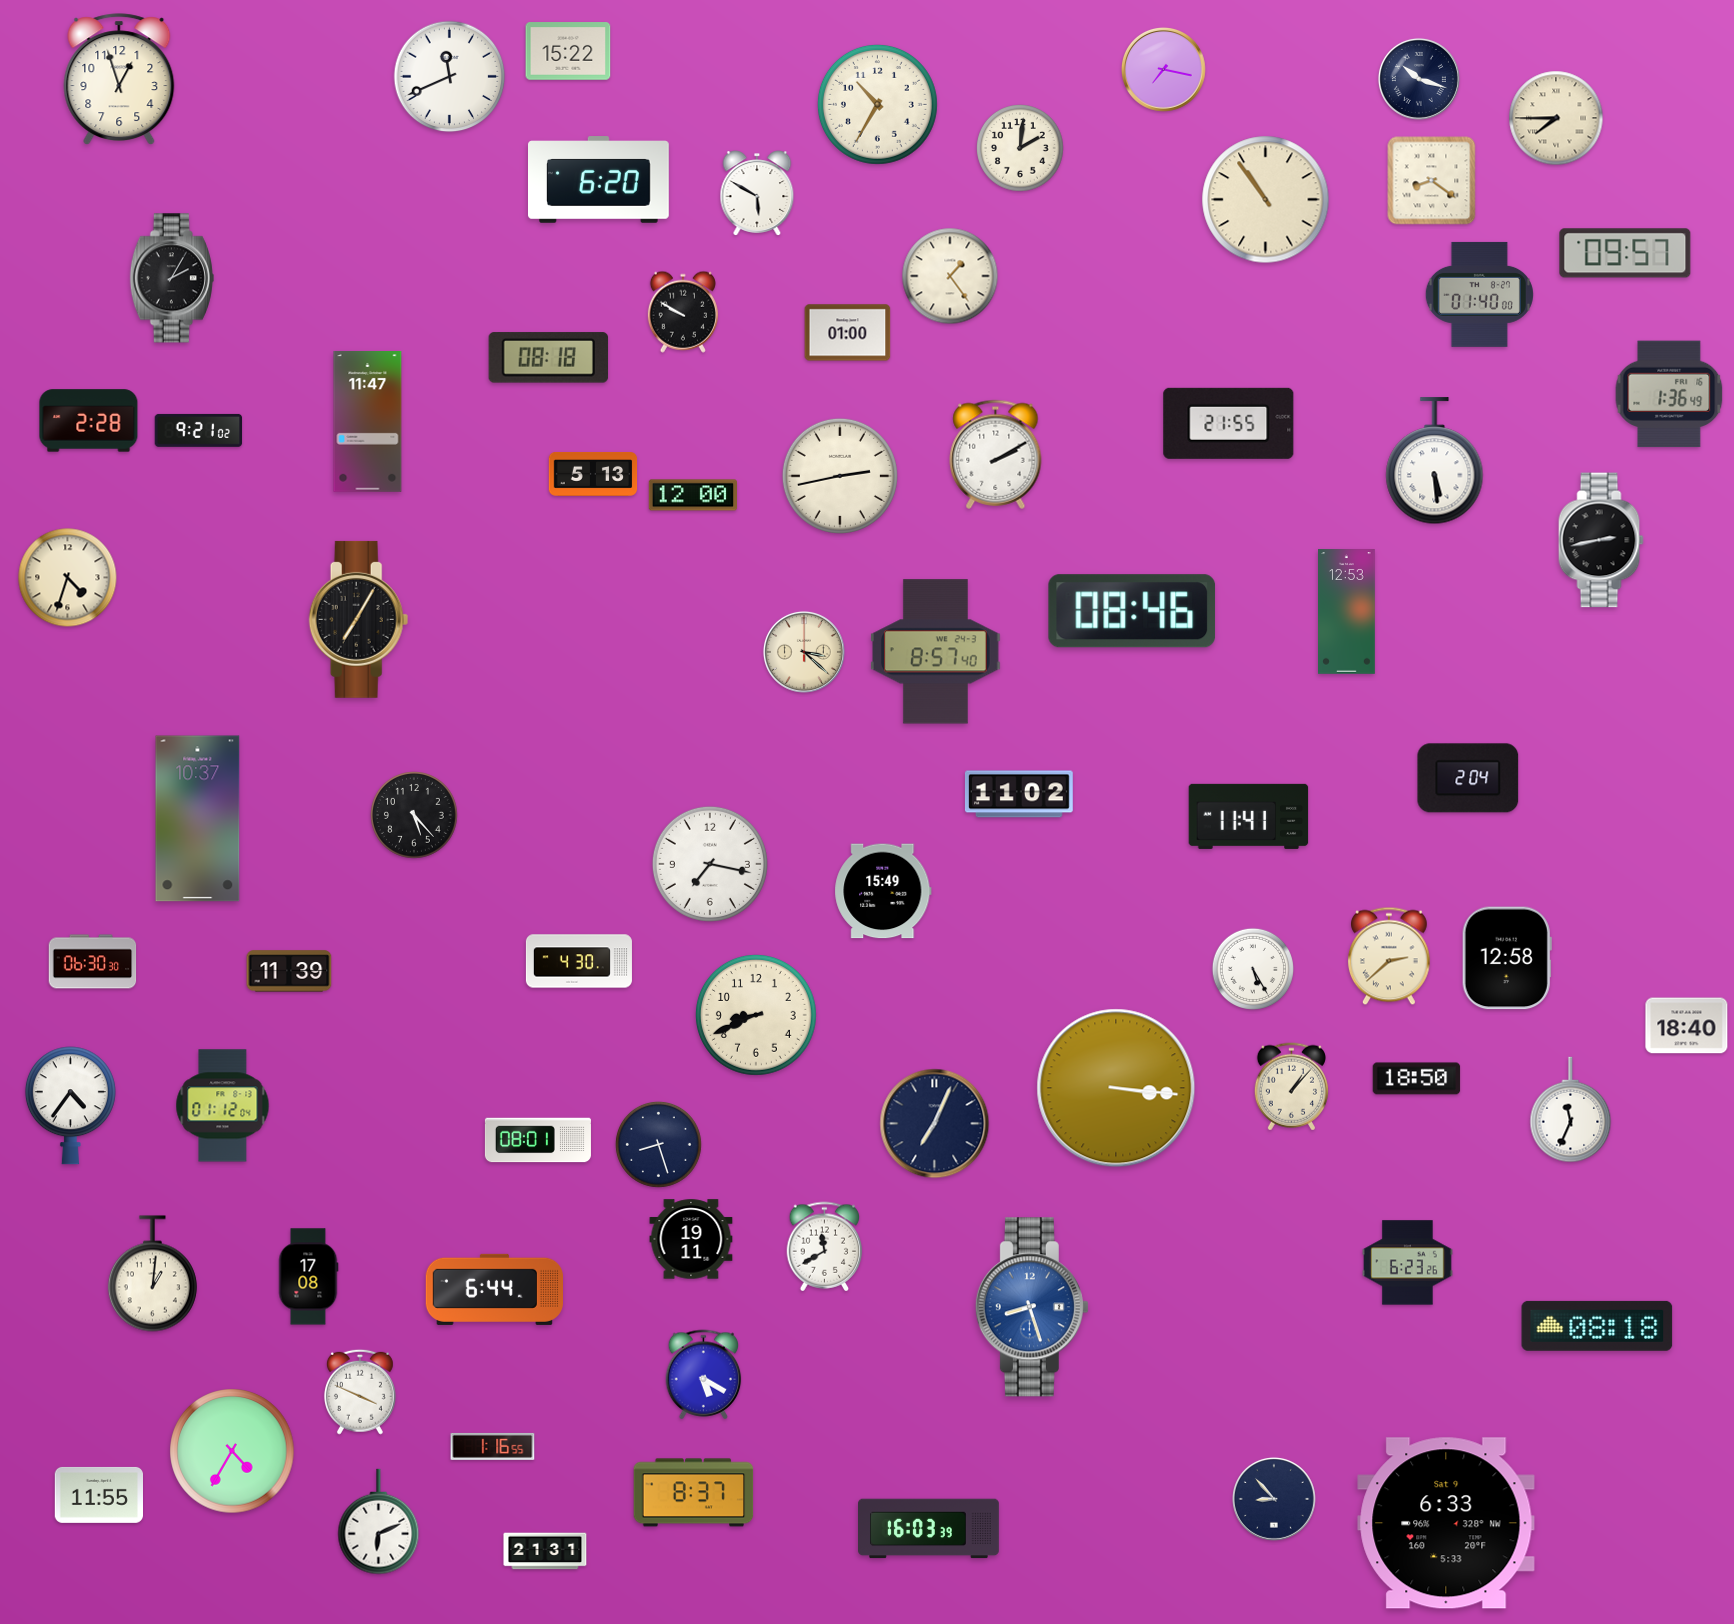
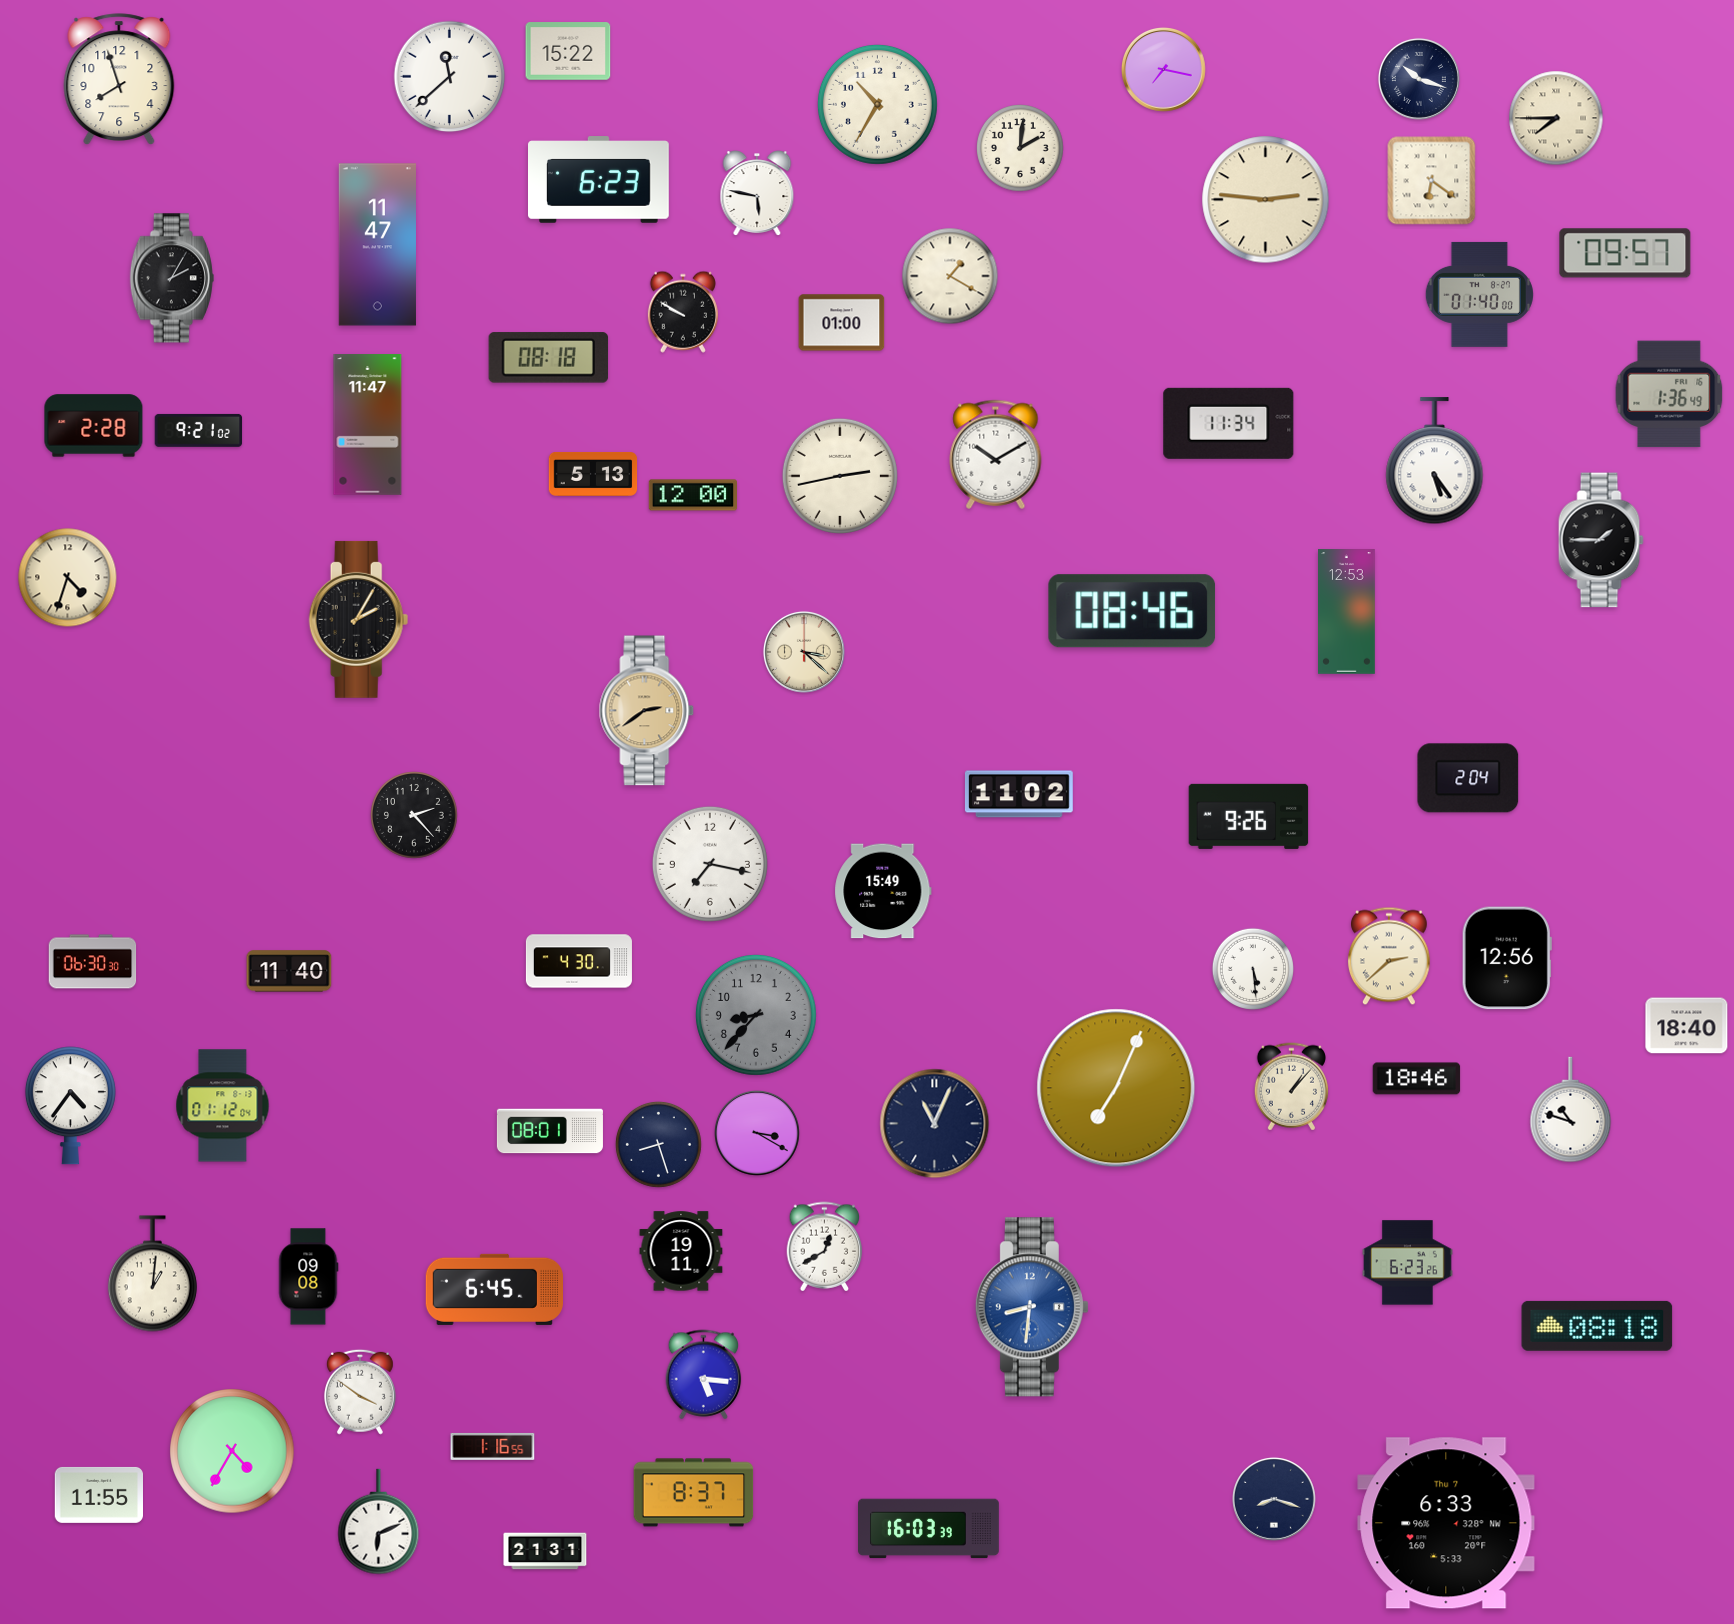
clock at (450, 77): 11:41 -> 11:38
clock at (119, 79): 12:57 -> 7:57
clock at (599, 180): 6:20 -> 6:23
clock at (1432, 181): 8:21 -> 6:21
clock at (757, 193): 5:50 -> 5:47
clock at (1266, 200): 10:54 -> 2:46
clock at (377, 245): none -> 11:47
clock at (950, 276): 1:24 -> 1:20
clock at (848, 333) position: (848, 333) -> (842, 323)
clock at (89, 421) position: (89, 421) -> (94, 426)
clock at (368, 422) position: (368, 422) -> (368, 425)
clock at (1229, 423): 21:55 -> 11:34
clock at (996, 454): 2:10 -> 10:10
clock at (1435, 461): 5:29 -> 5:24
clock at (1601, 540): 2:43 -> 1:45
clock at (359, 619): 7:05 -> 2:05
clock at (936, 652): 8:57 -> none
clock at (647, 711): none -> 2:39
clock at (415, 816): 5:23 -> 2:23
clock at (1249, 816): 11:41 -> 9:26
clock at (198, 819): 10:37 -> none
clock at (1507, 958): 12:58 -> 12:56
clock at (1253, 969): 5:25 -> 5:29
clock at (289, 971): 11:39 -> 11:40
clock at (756, 1015): 8:41 -> 8:37
clock at (756, 1015) dial: cream -> grey
clock at (1417, 1079): 18:50 -> 18:46
clock at (1116, 1088): 3:16 -> 7:04
clock at (1571, 1110): 11:34 -> 10:48
clock at (935, 1124): 7:04 -> 11:04
clock at (758, 1134): none -> 3:20
clock at (538, 1140) position: (538, 1140) -> (550, 1131)
clock at (691, 1239) position: (691, 1239) -> (681, 1251)
clock at (825, 1247): 11:40 -> 12:40
clock at (308, 1277): 17:08 -> 09:08
clock at (494, 1289): 6:44 -> 6:45
clock at (1032, 1307): 8:27 -> 8:31
clock at (704, 1375): 5:20 -> 5:16
clock at (360, 1392): 3:49 -> 3:51
clock at (1274, 1499): 8:53 -> 8:18
clock at (1446, 1523) date: Sat 9 -> Thu 7
